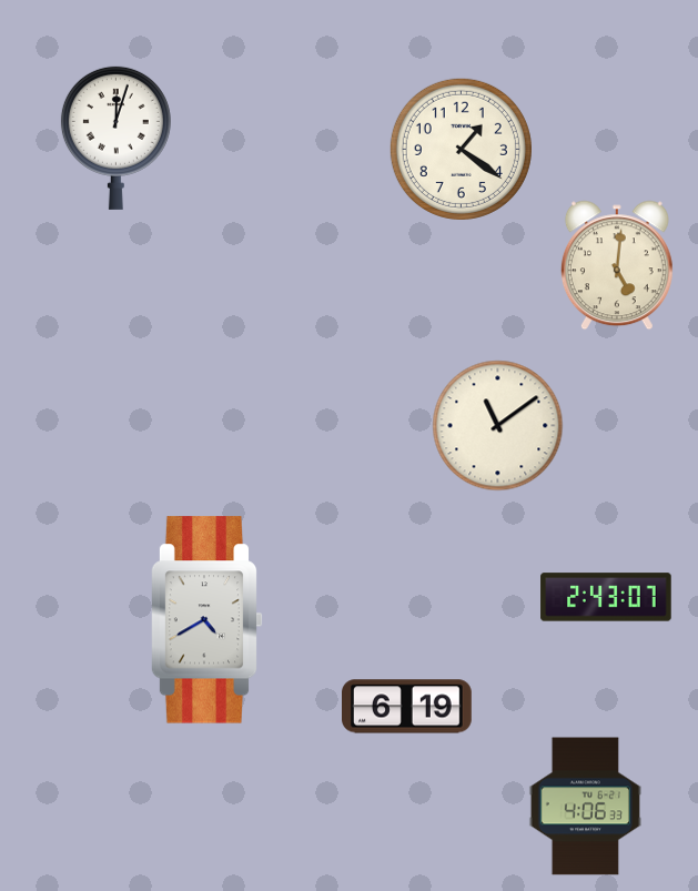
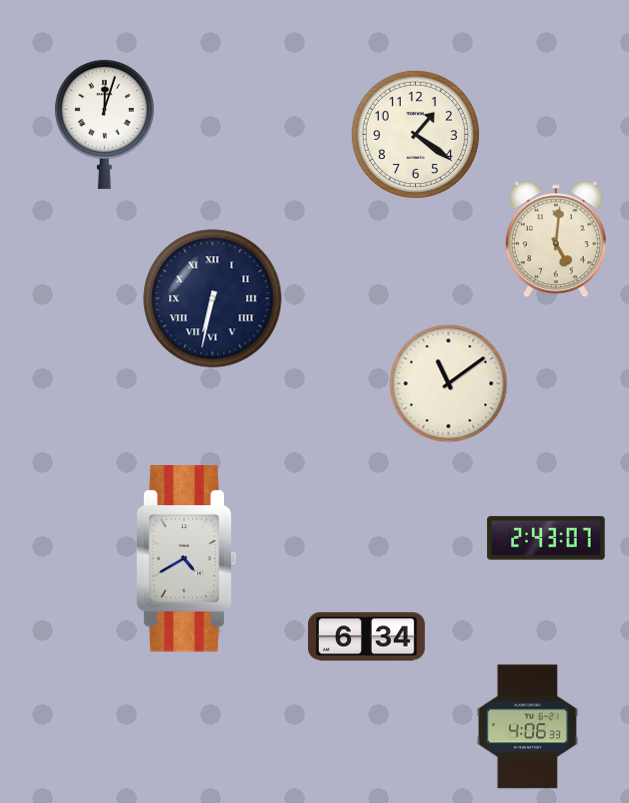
clock at (213, 299): none -> 6:32
clock at (407, 707): 6:19 -> 6:34
